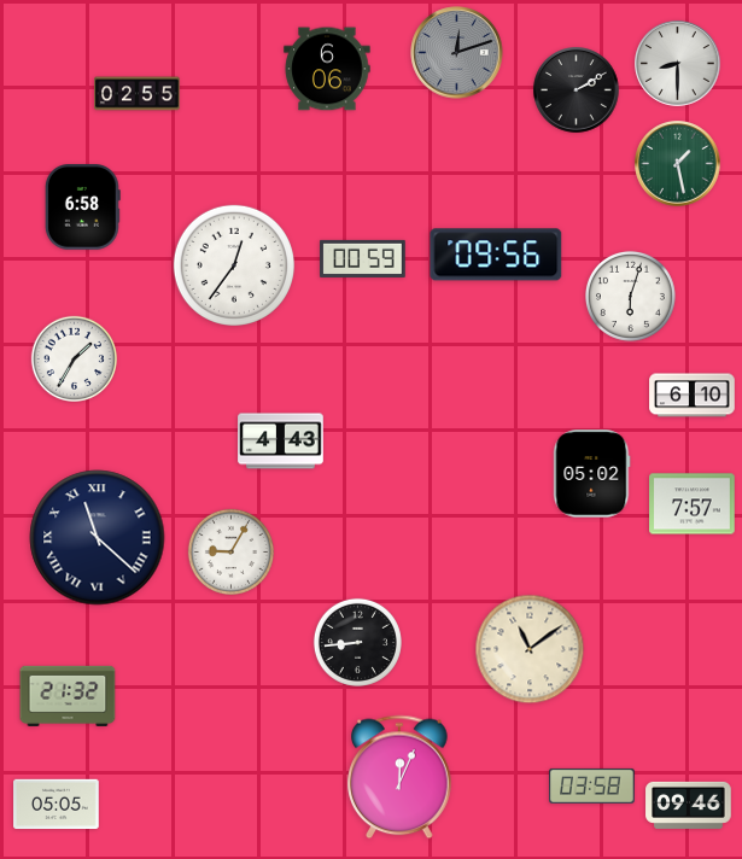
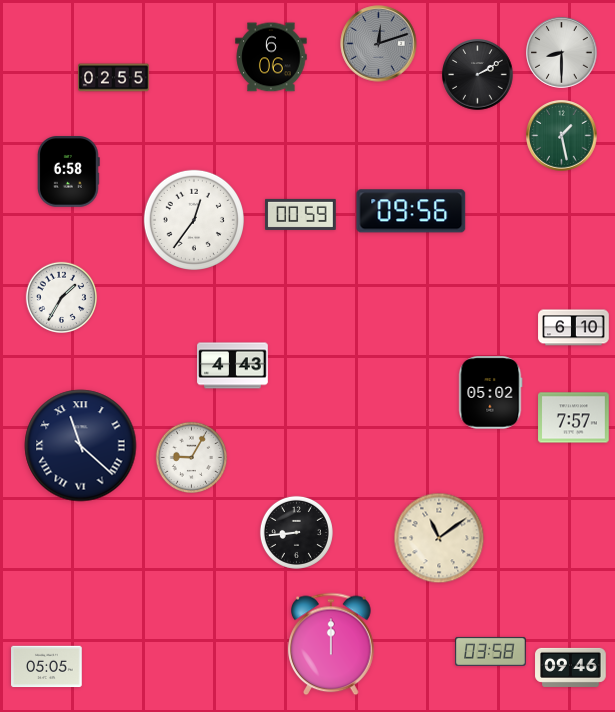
clock at (630, 296): 6:03 -> none
clock at (68, 696): 21:32 -> none
clock at (399, 777): 12:04 -> 12:00
